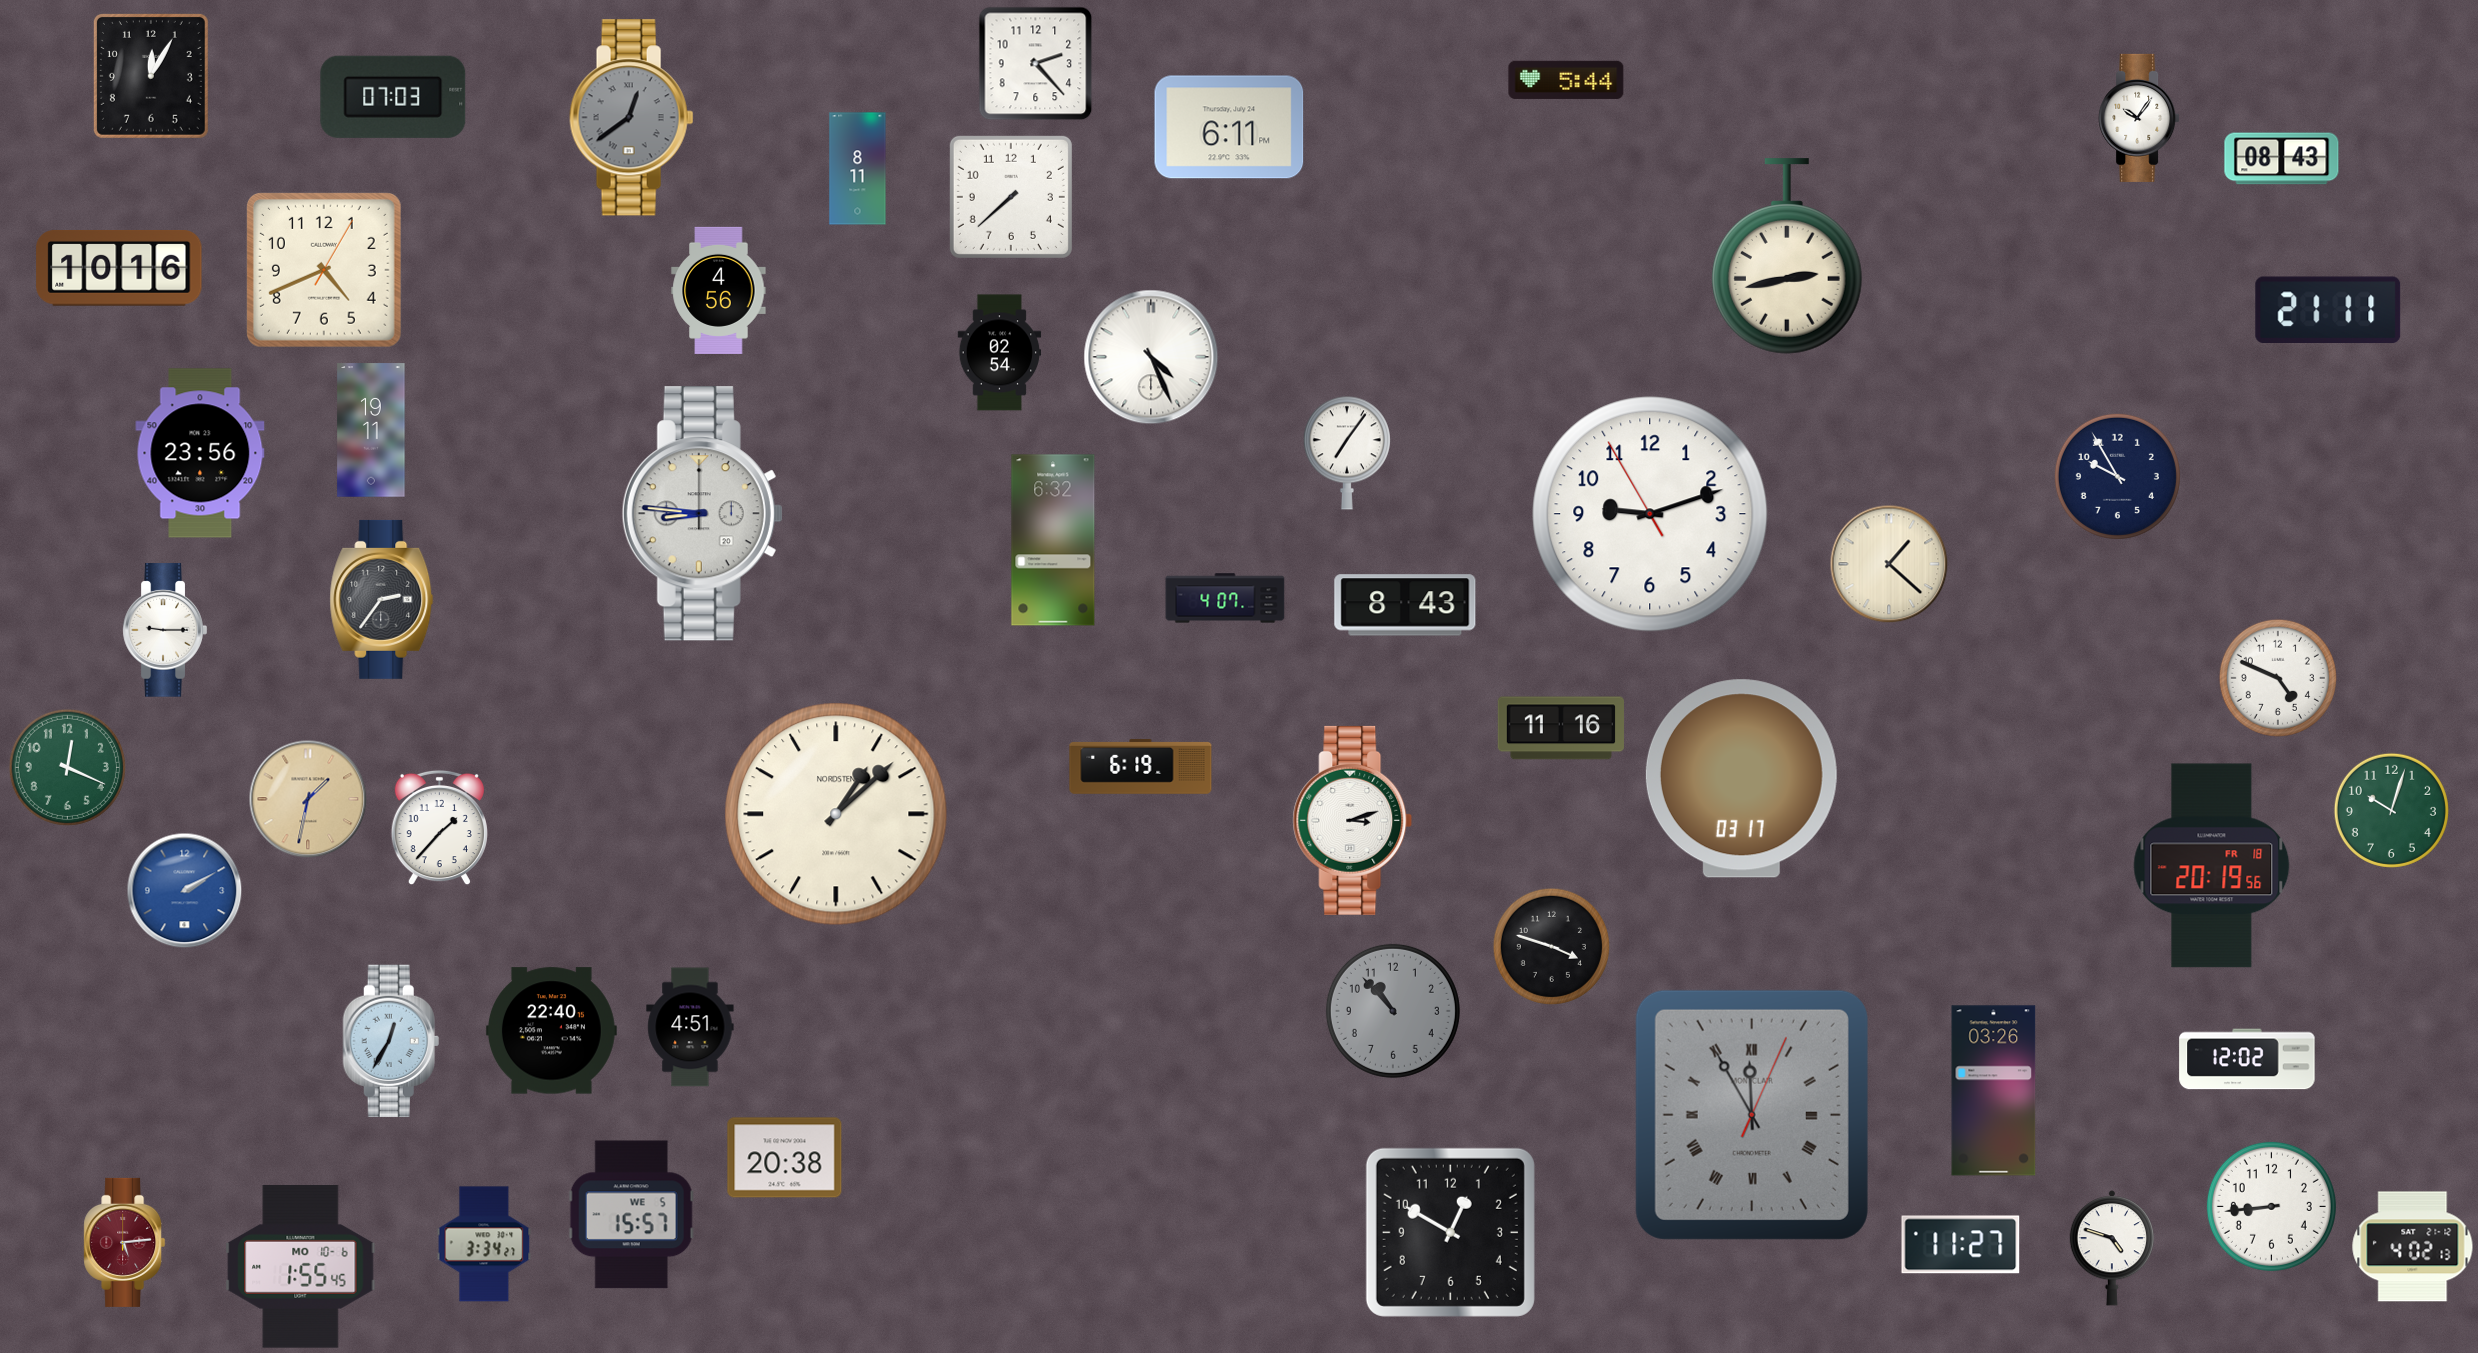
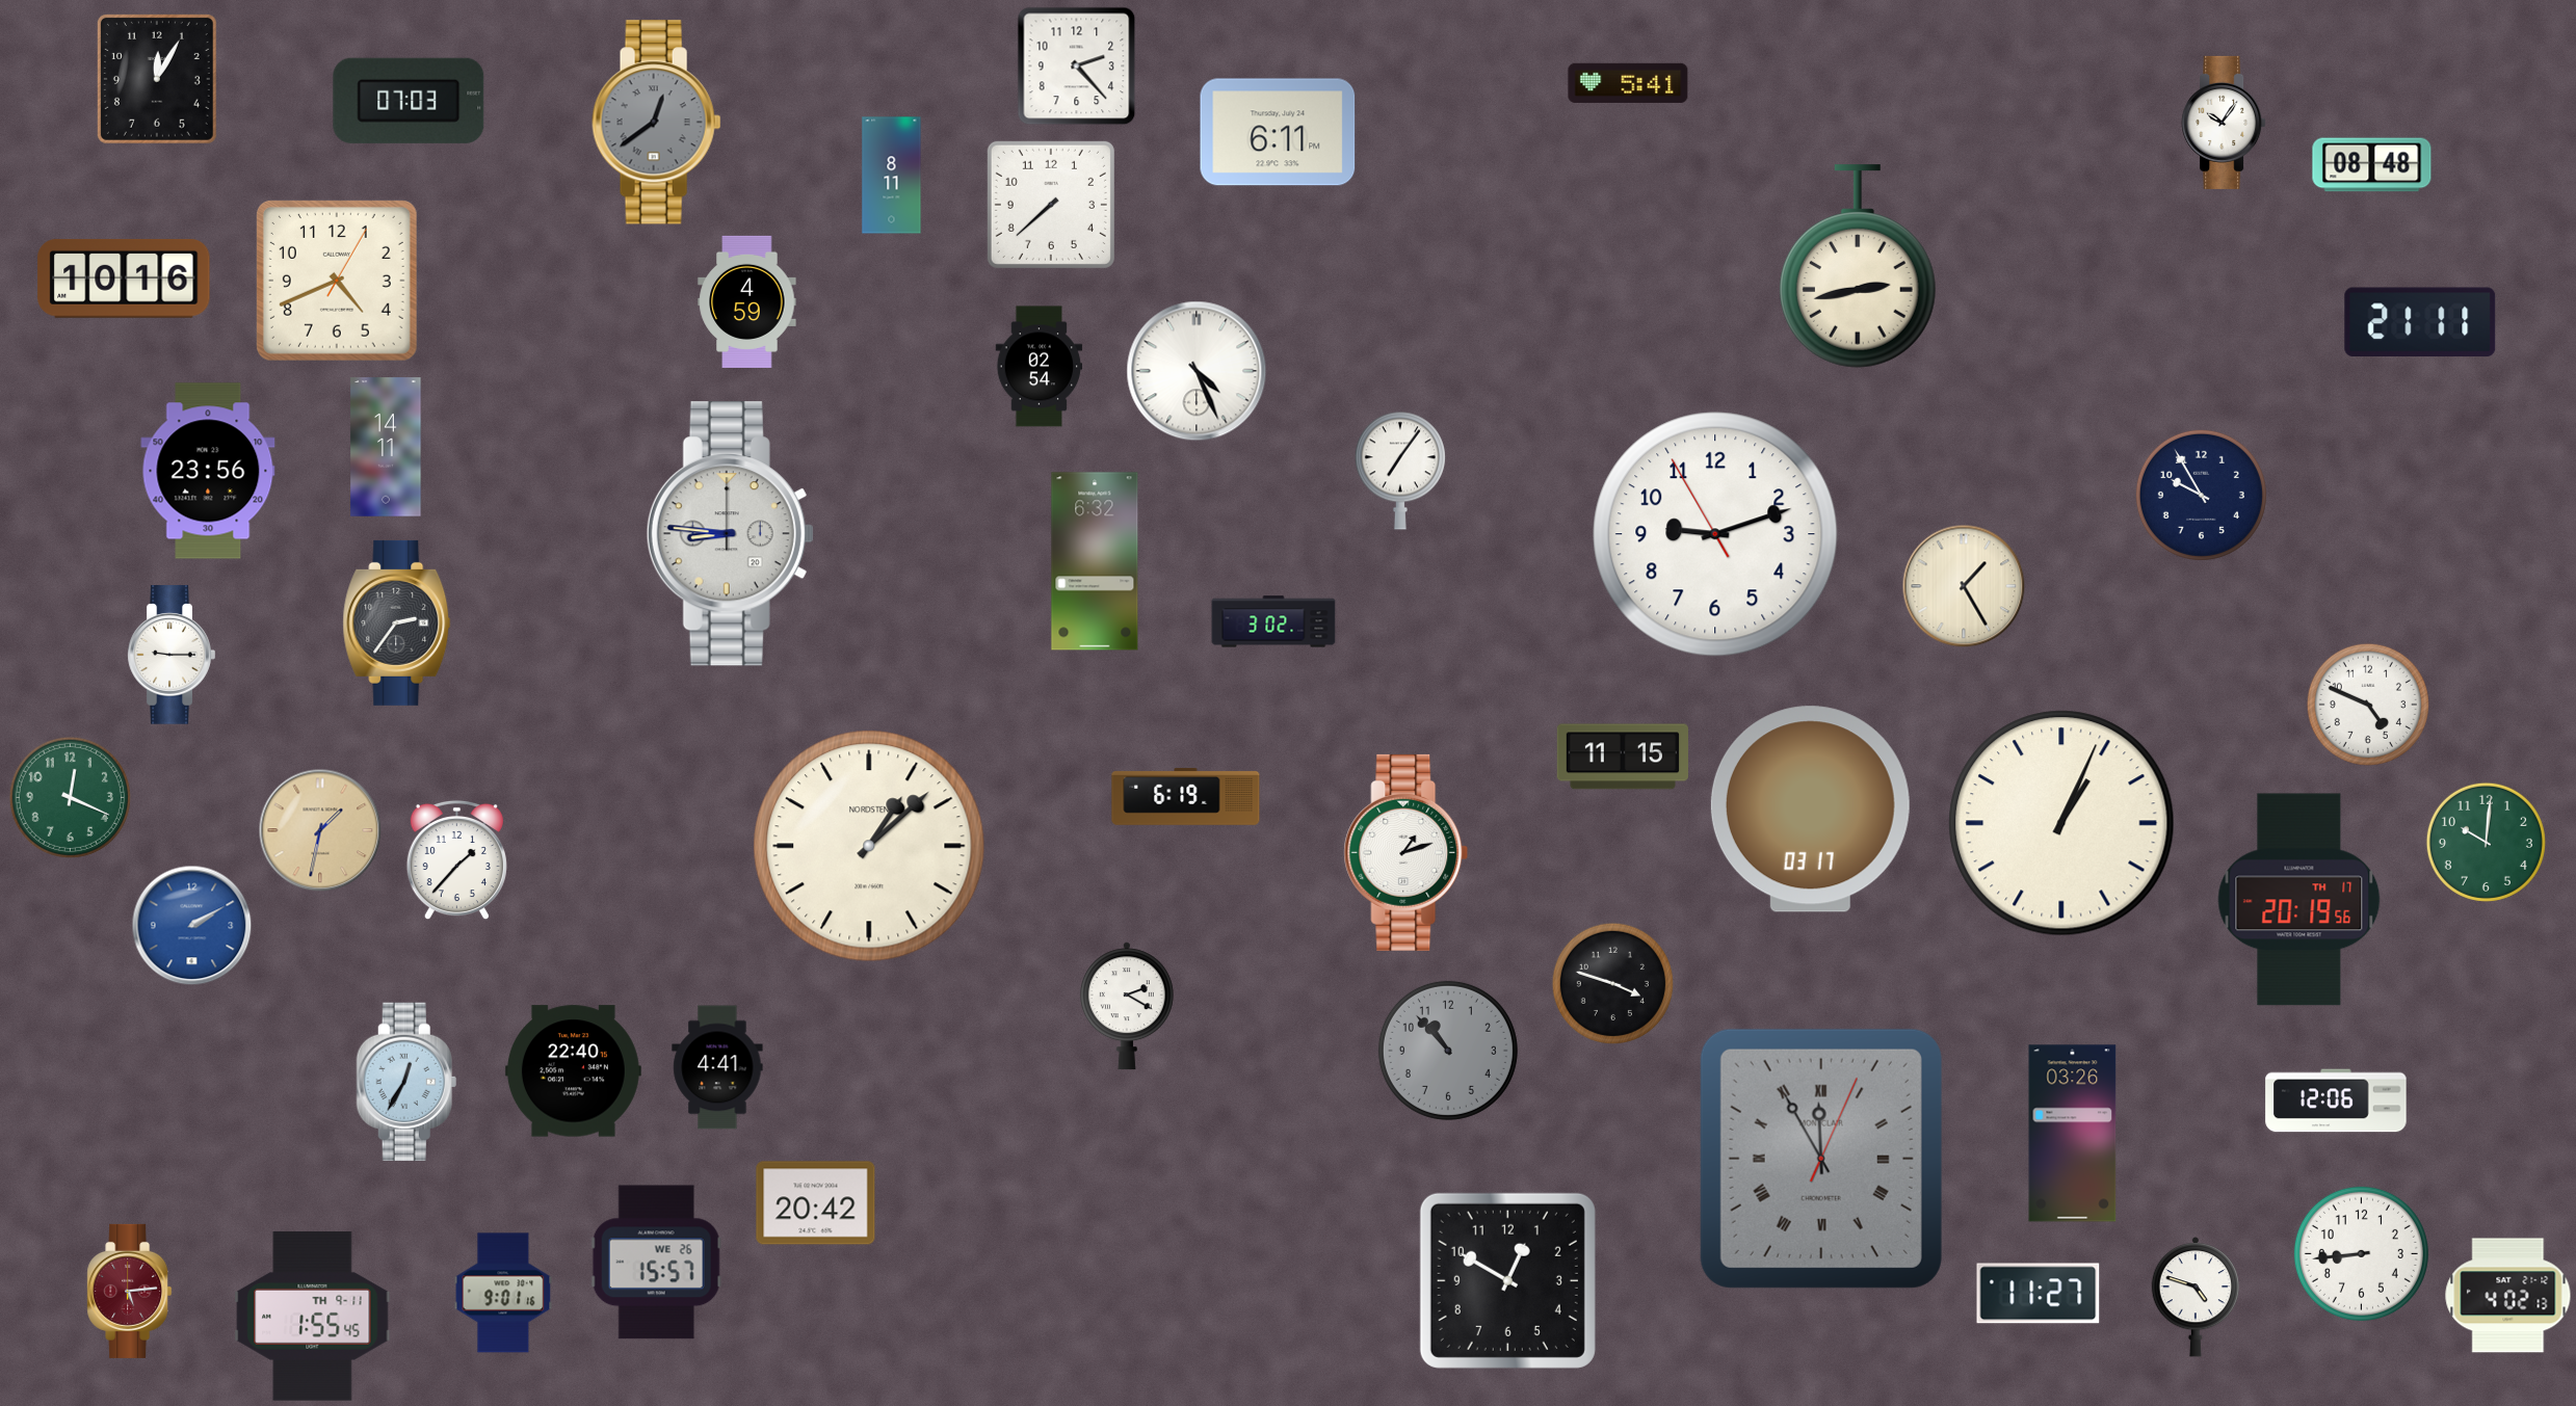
clock at (1566, 80): 5:44 -> 5:41
clock at (2282, 159): 08:43 -> 08:48
clock at (719, 290): 4:56 -> 4:59
clock at (371, 430): 19:11 -> 14:11
clock at (1889, 564): 1:22 -> 1:25
clock at (1225, 598): 4:07 -> 3:02
clock at (1405, 605): 8:43 -> none
clock at (1561, 728): 11:16 -> 11:15
clock at (2061, 823): none -> 1:04
clock at (2391, 810): 10:03 -> 10:01
clock at (1353, 820): 3:12 -> 1:12
clock at (2212, 866) date: FR 18 -> TH 17
clock at (1127, 1006): none -> 2:20
clock at (690, 1027): 4:51 -> 4:41
clock at (2247, 1059): 12:02 -> 12:06
clock at (785, 1158): 20:38 -> 20:42
clock at (631, 1215) date: WE 5 -> WE 26
clock at (484, 1244): 3:34 -> 9:01
clock at (301, 1267) date: MO 10-6 -> TH 9-11
